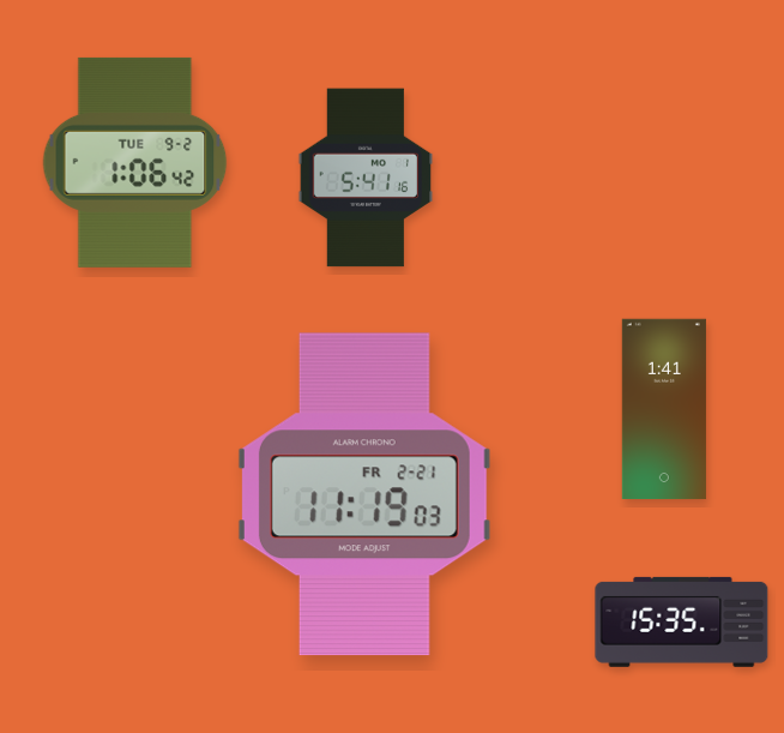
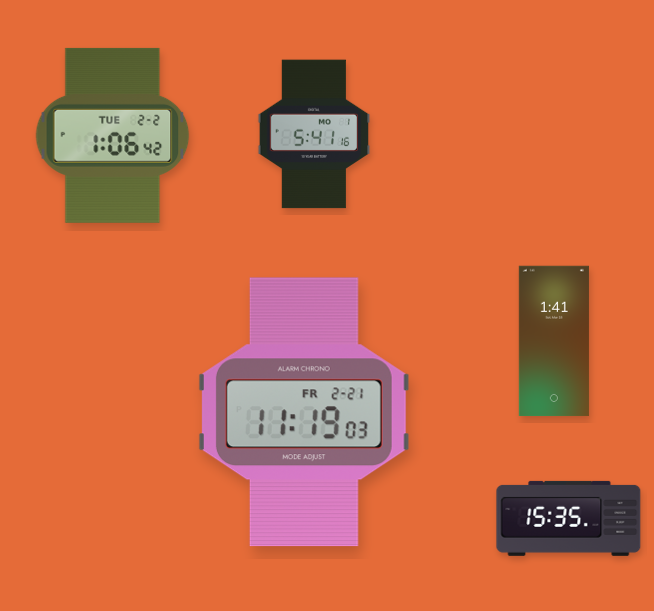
clock at (135, 162) date: TUE 9-2 -> TUE 2-2
clock at (366, 178) position: (366, 178) -> (314, 134)
